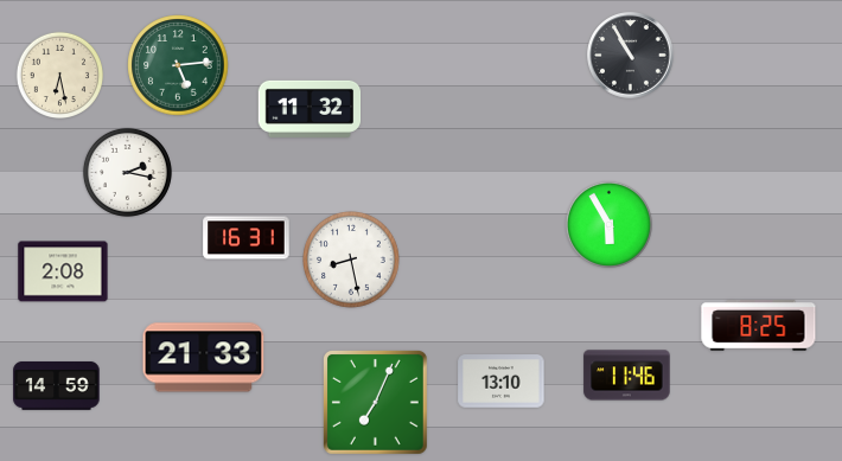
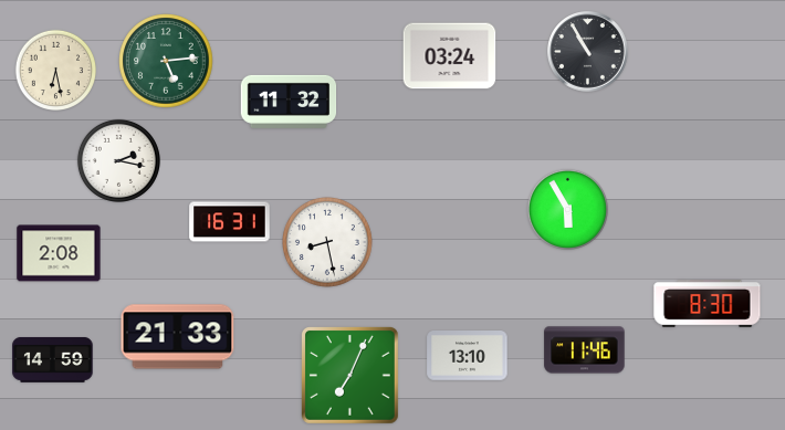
clock at (450, 56): none -> 03:24
clock at (759, 326): 8:25 -> 8:30
clock at (204, 358) position: (204, 358) -> (178, 337)
